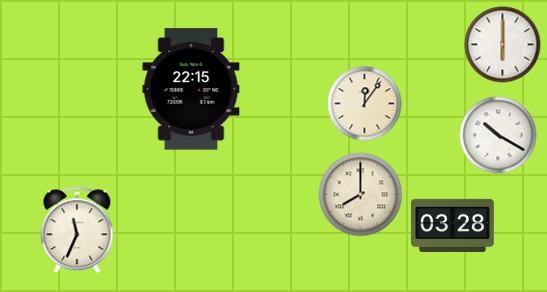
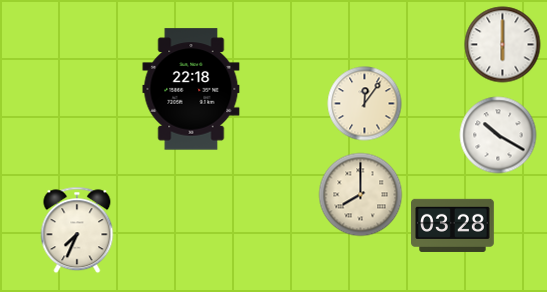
clock at (191, 89): 22:15 -> 22:18
clock at (77, 230): 11:34 -> 7:34
